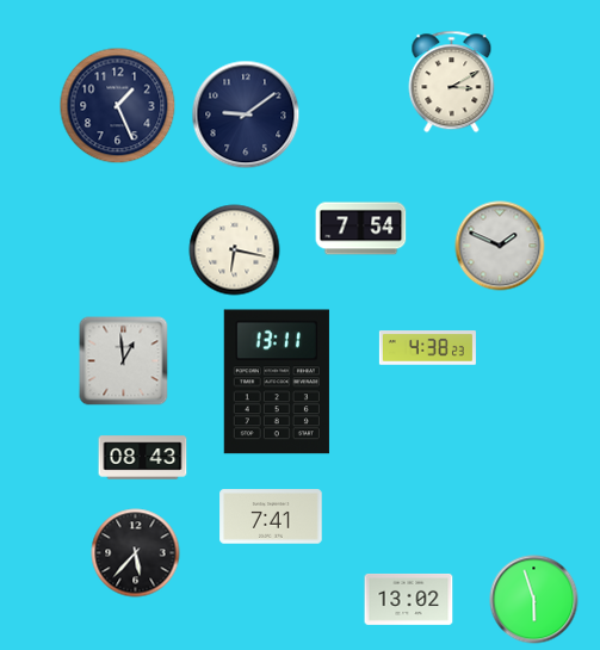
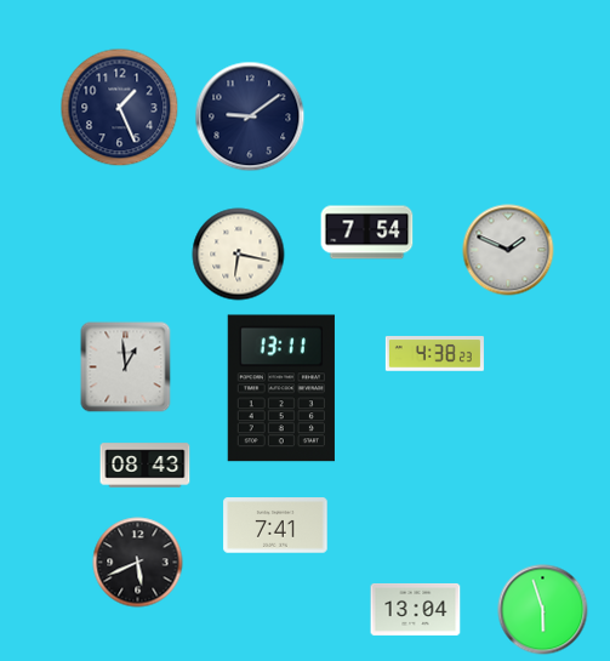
clock at (452, 82): 3:10 -> none
clock at (136, 553): 5:37 -> 5:41
clock at (409, 599): 13:02 -> 13:04
